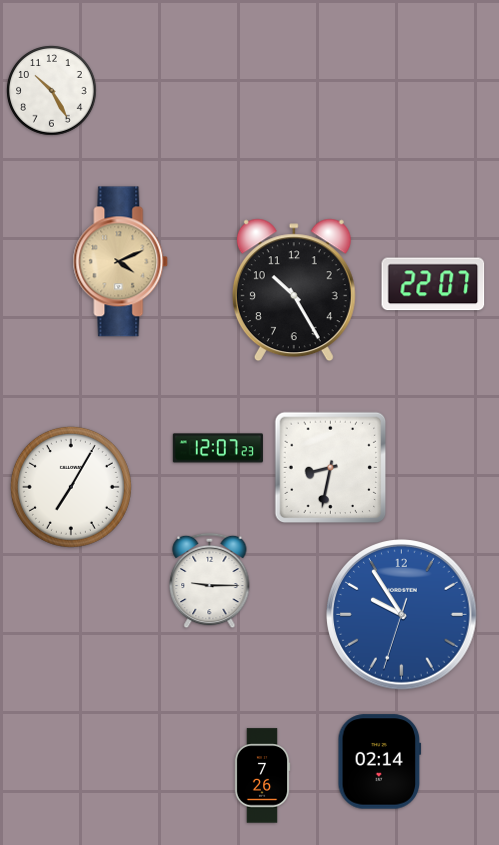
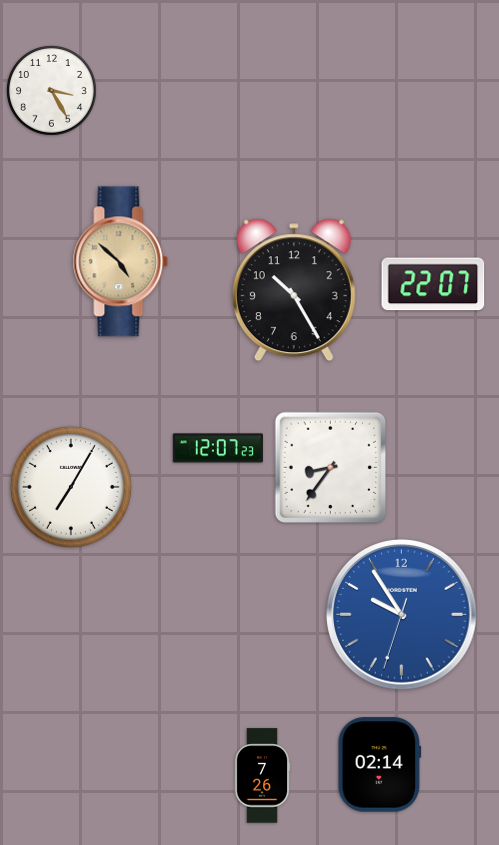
clock at (52, 91): 10:25 -> 3:25
clock at (121, 262): 4:11 -> 4:52
clock at (331, 468): 8:32 -> 8:36
clock at (210, 581): 9:15 -> none
clock at (380, 762) position: (380, 762) -> (380, 765)
